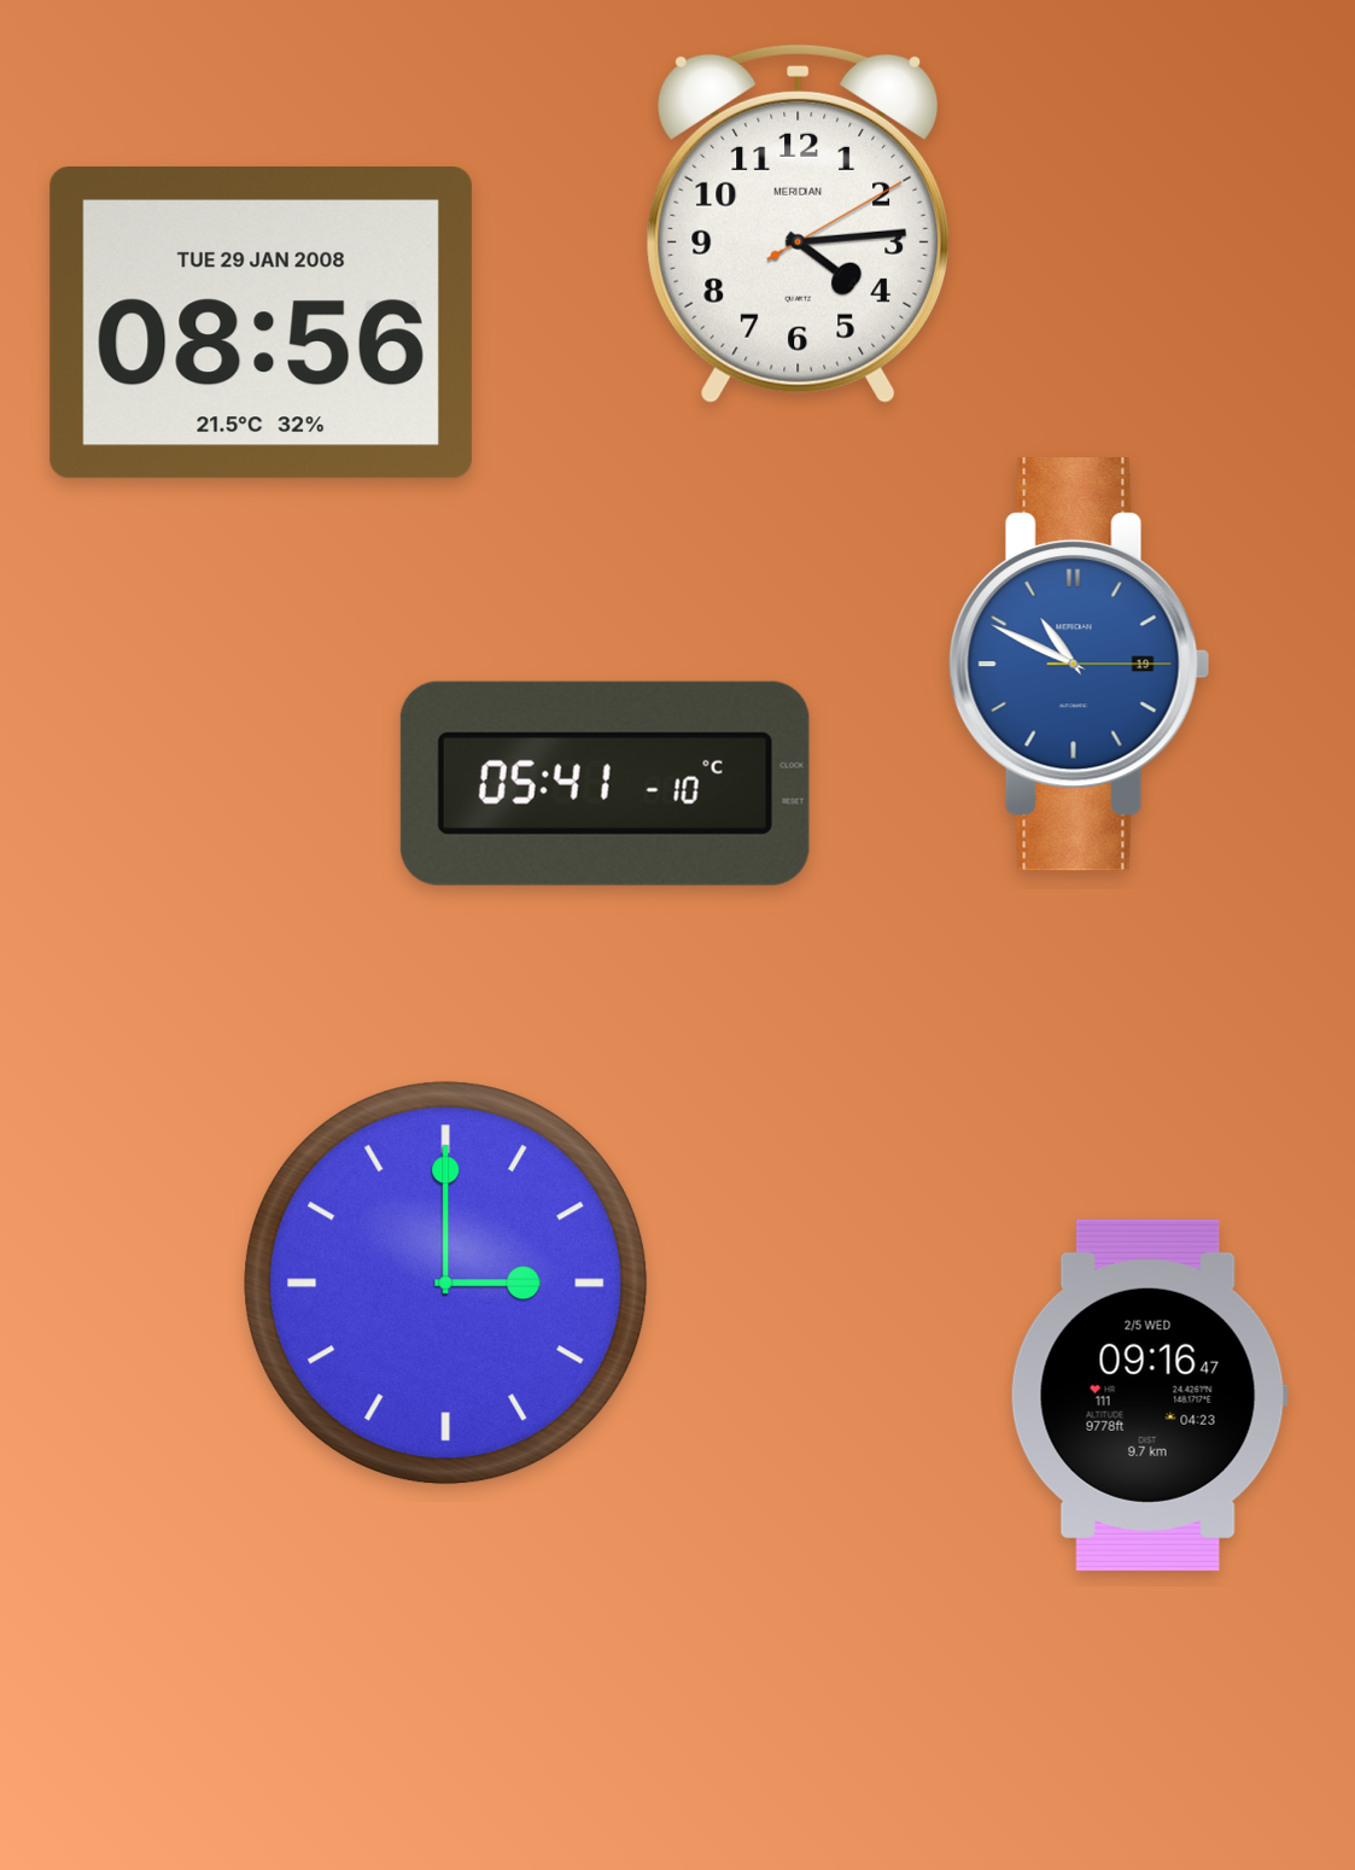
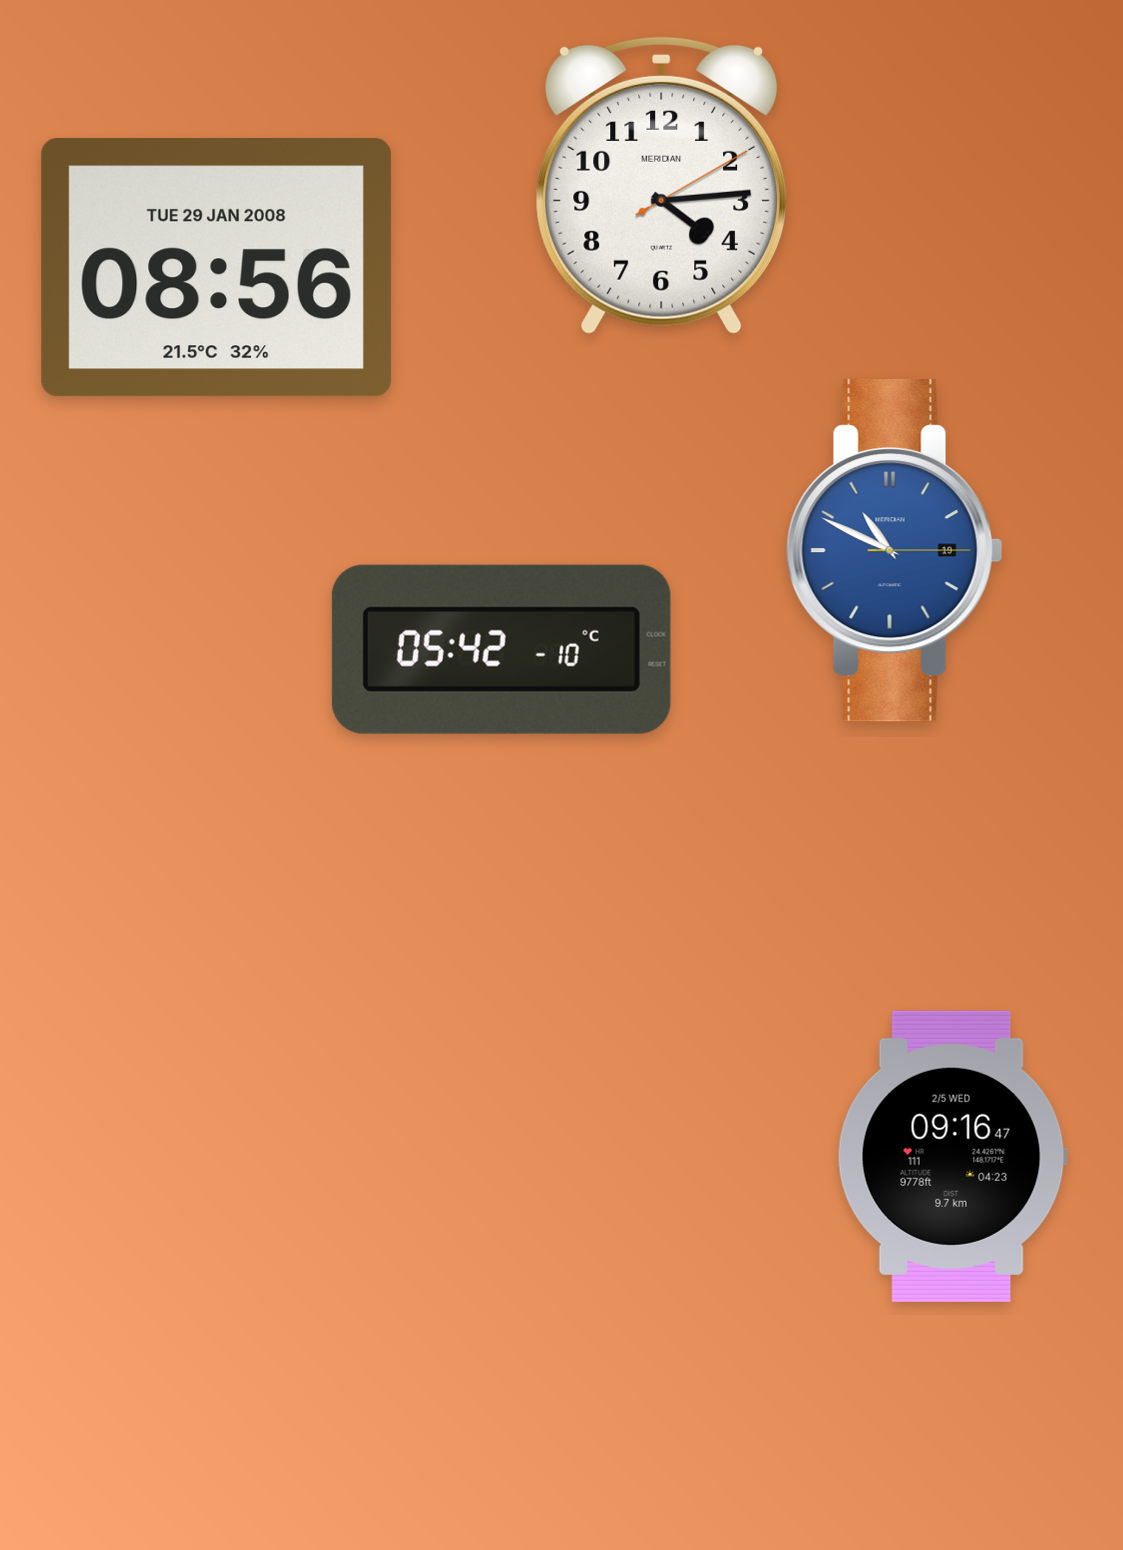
clock at (605, 783): 05:41 -> 05:42
clock at (446, 1284): 3:00 -> none
